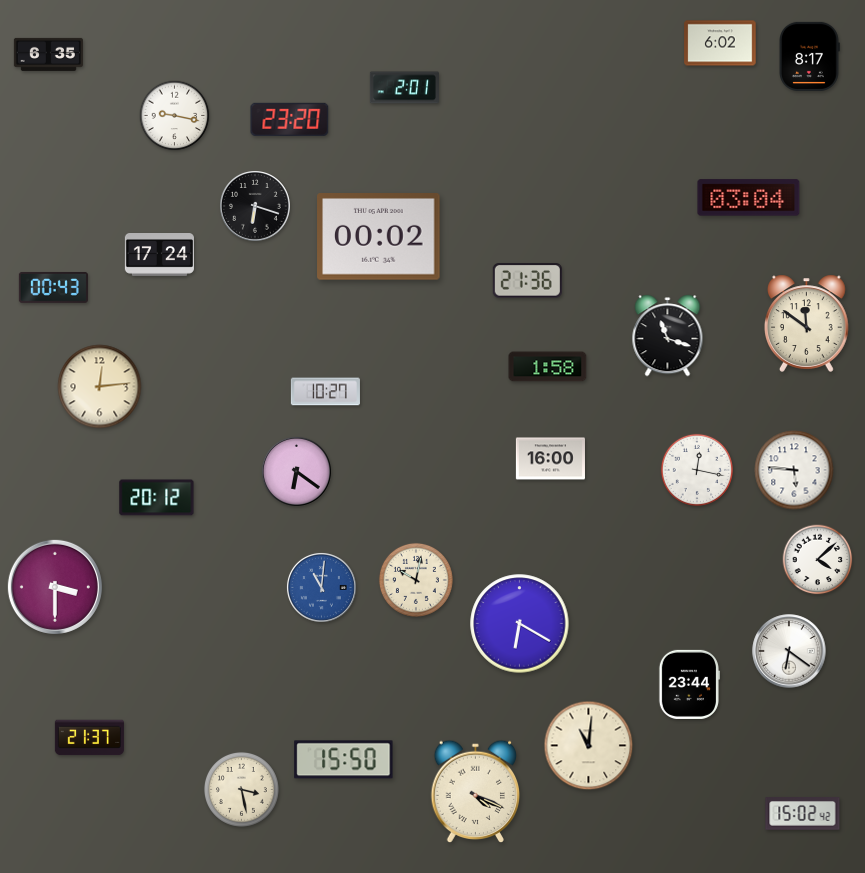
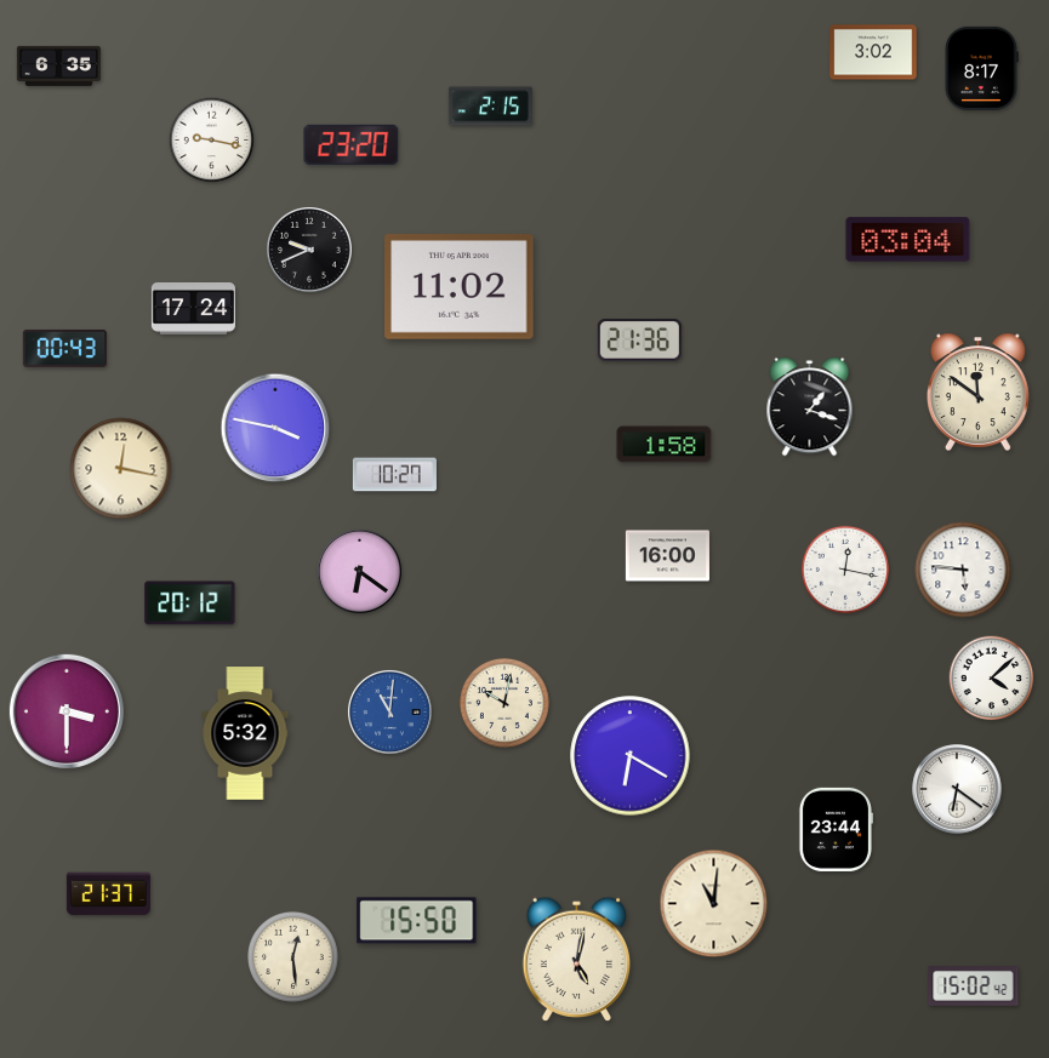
clock at (720, 43): 6:02 -> 3:02
clock at (404, 88): 2:01 -> 2:15
clock at (256, 207): 6:18 -> 9:41
clock at (379, 237): 00:02 -> 11:02
clock at (668, 336): 11:18 -> 1:18
clock at (275, 428): none -> 3:47
clock at (100, 387): 12:14 -> 12:17
clock at (245, 733): none -> 5:32
clock at (241, 789): 3:28 -> 12:29
clock at (475, 791): 4:19 -> 5:02
